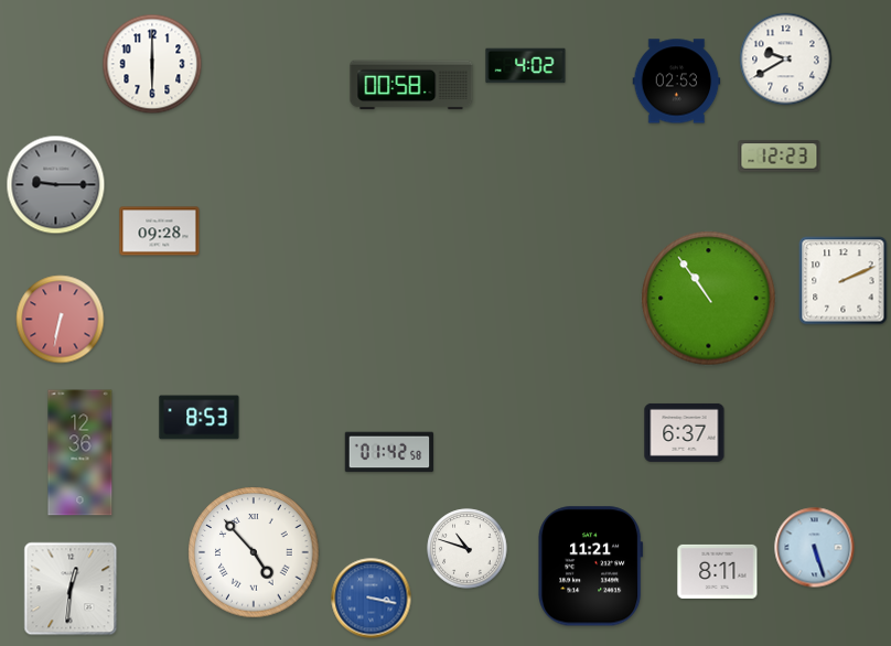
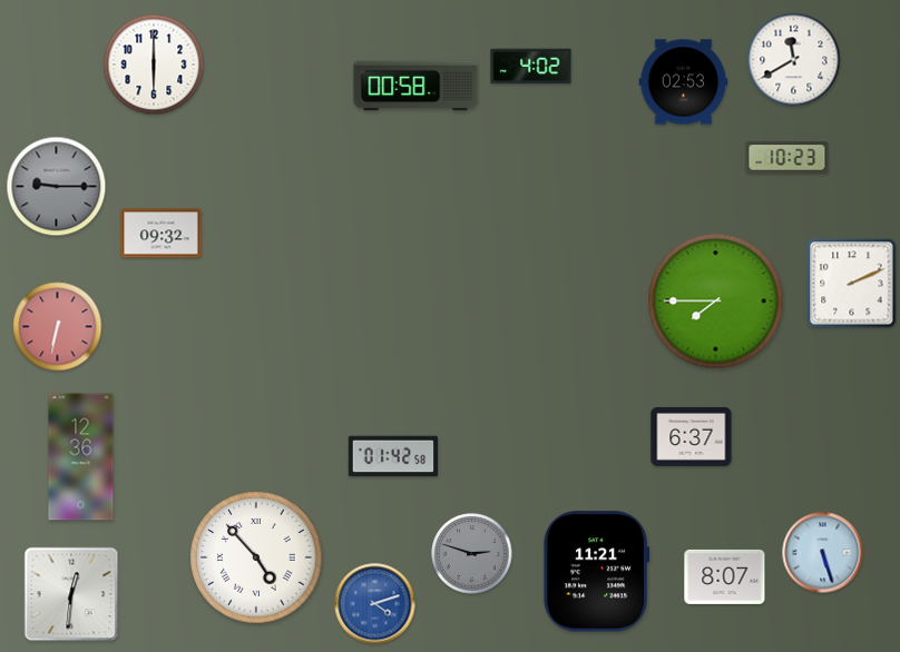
clock at (786, 60): 9:40 -> 11:40
clock at (780, 157): 12:23 -> 10:23
clock at (160, 232): 09:28 -> 09:32
clock at (709, 299): 10:54 -> 7:45
clock at (61, 320) position: (61, 320) -> (58, 327)
clock at (200, 418): 8:53 -> none
clock at (468, 549): 10:48 -> 2:48
clock at (468, 549) dial: white -> grey
clock at (718, 571): 8:11 -> 8:07
clock at (372, 599): 3:17 -> 4:12
